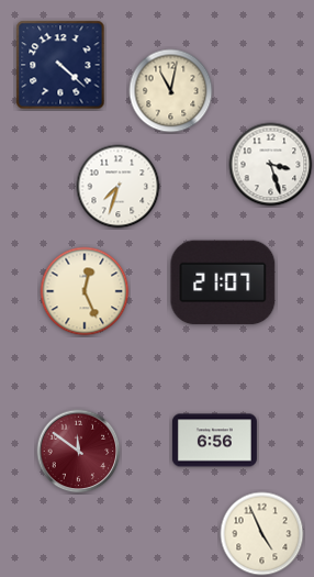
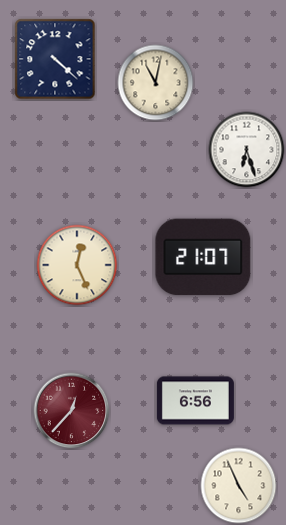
clock at (271, 165): 3:27 -> 6:27
clock at (119, 187): 7:33 -> none
clock at (79, 452): 11:51 -> 12:37
